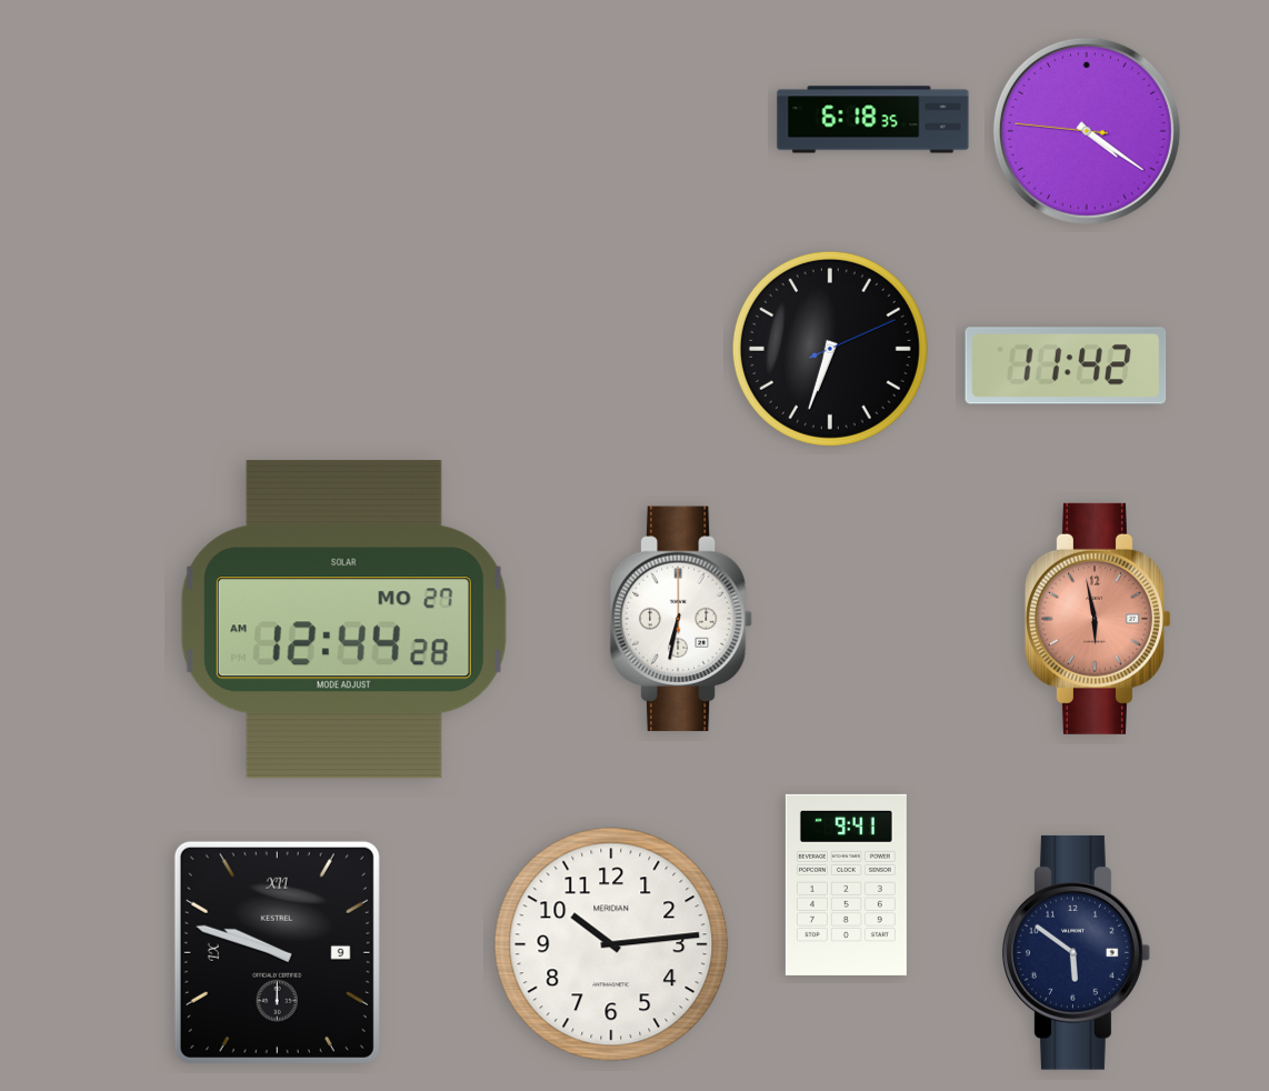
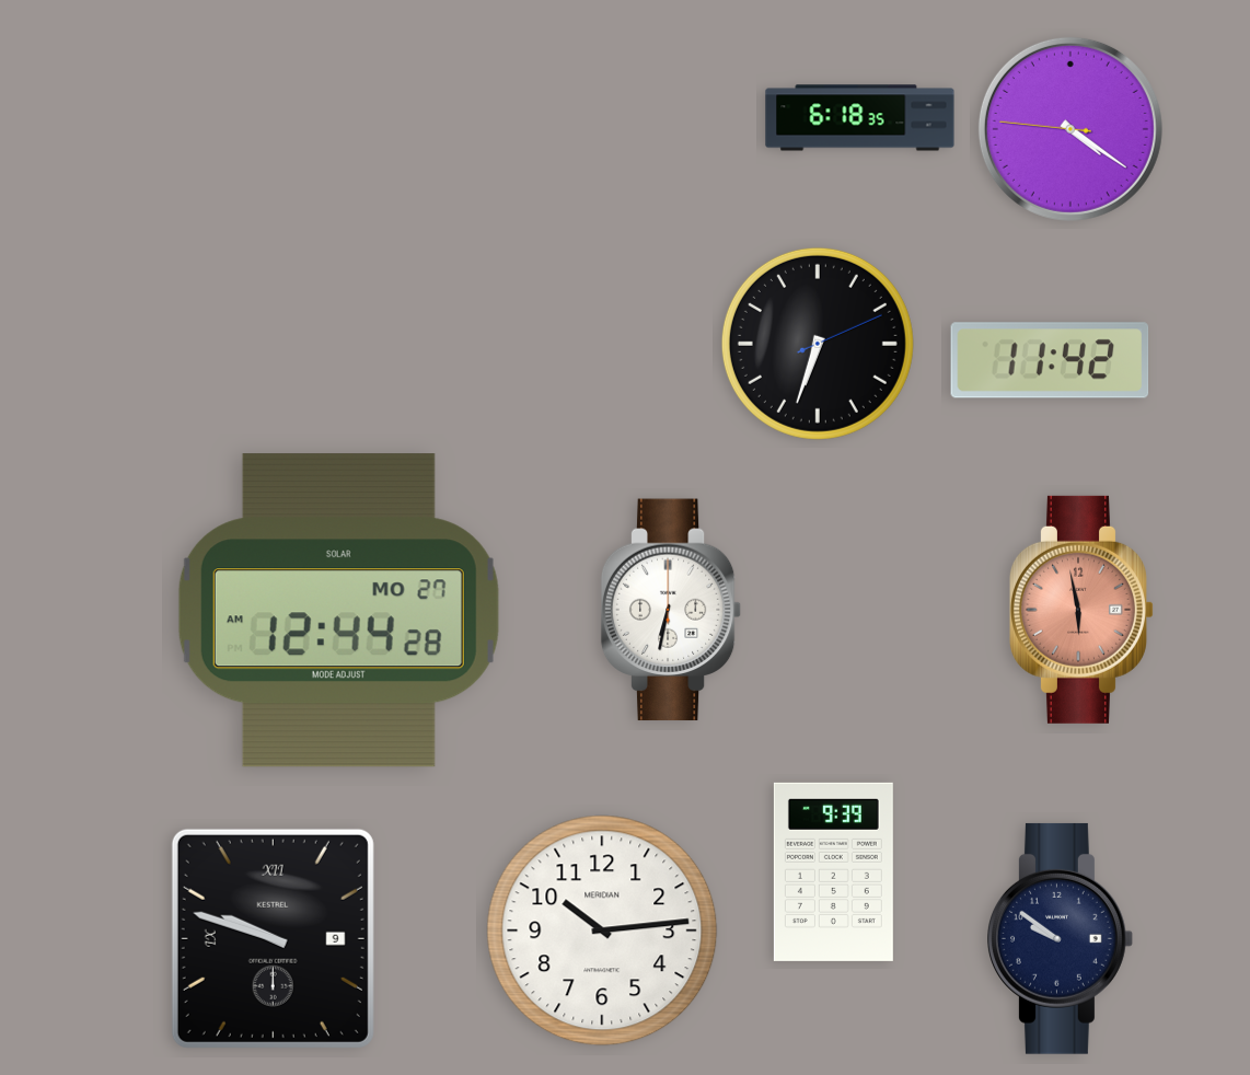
clock at (846, 884): 9:41 -> 9:39
clock at (1077, 952): 5:51 -> 9:51
